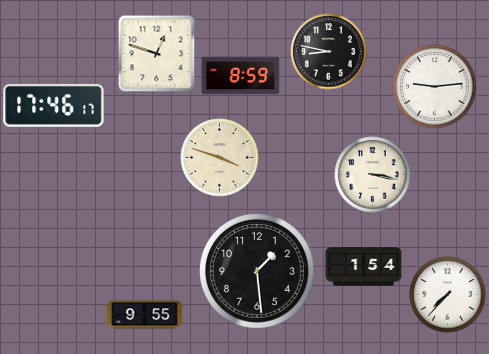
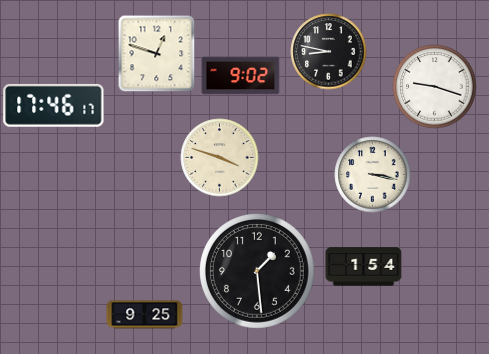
clock at (241, 76): 8:59 -> 9:02
clock at (435, 87): 9:14 -> 9:18
clock at (448, 295): 7:37 -> none
clock at (145, 315): 9:55 -> 9:25
